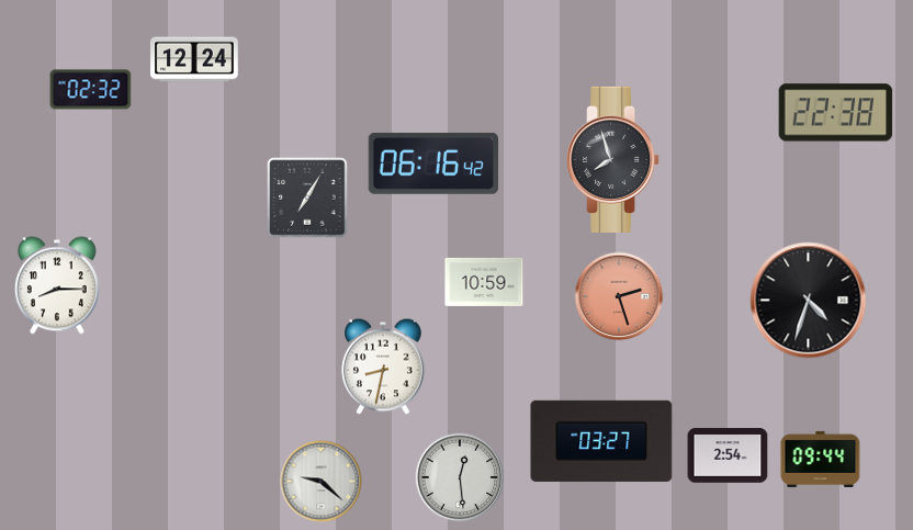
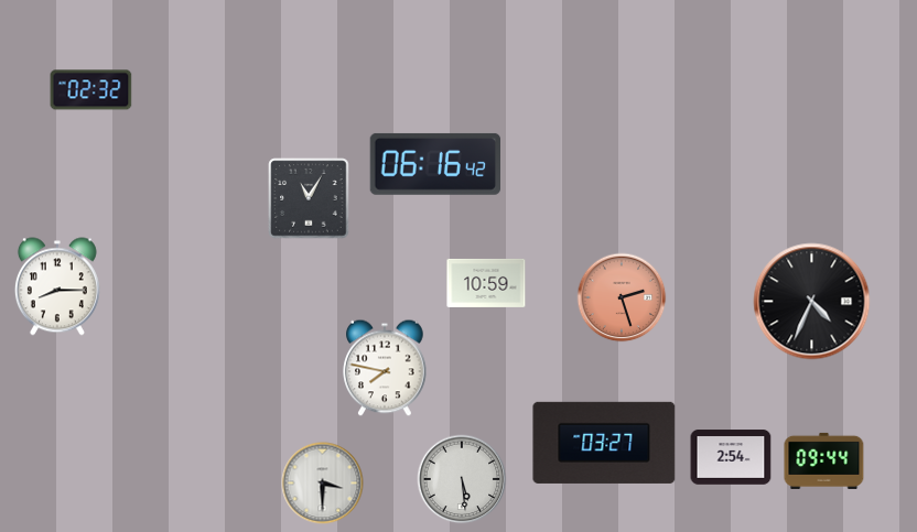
clock at (194, 59): 12:24 -> none
clock at (836, 113): 22:38 -> none
clock at (615, 159): 7:57 -> none
clock at (307, 198): 7:05 -> 11:05
clock at (809, 301): 4:33 -> 4:34
clock at (383, 367): 8:32 -> 7:47
clock at (460, 477): 12:29 -> 5:29
clock at (322, 482): 9:22 -> 3:30
